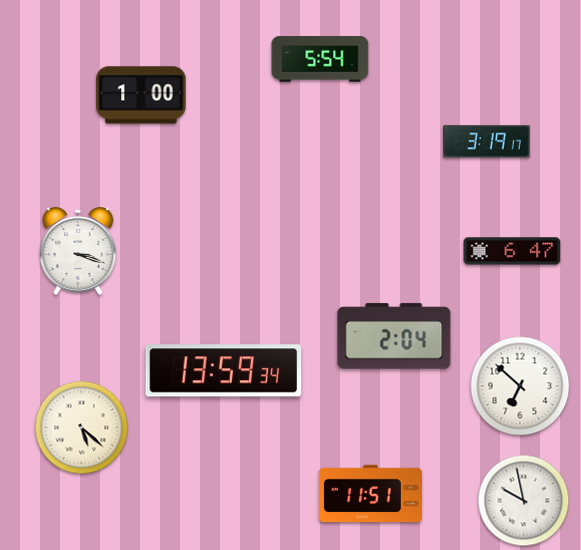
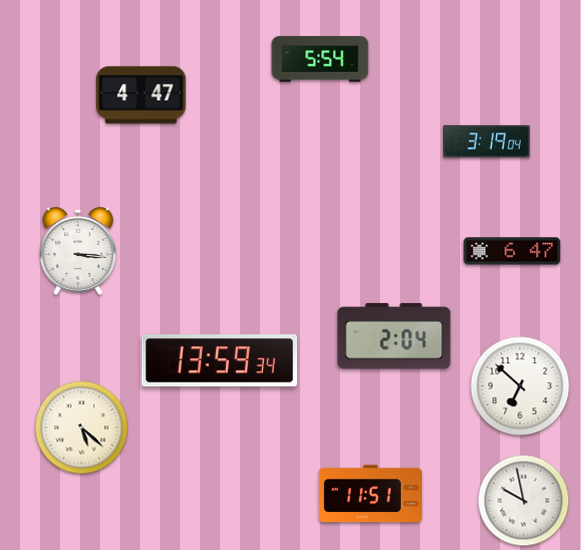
clock at (141, 95): 1:00 -> 4:47
clock at (487, 142): 3:19:17 -> 3:19:04
clock at (78, 252): 3:18 -> 3:16
clock at (224, 371) position: (224, 371) -> (220, 361)
